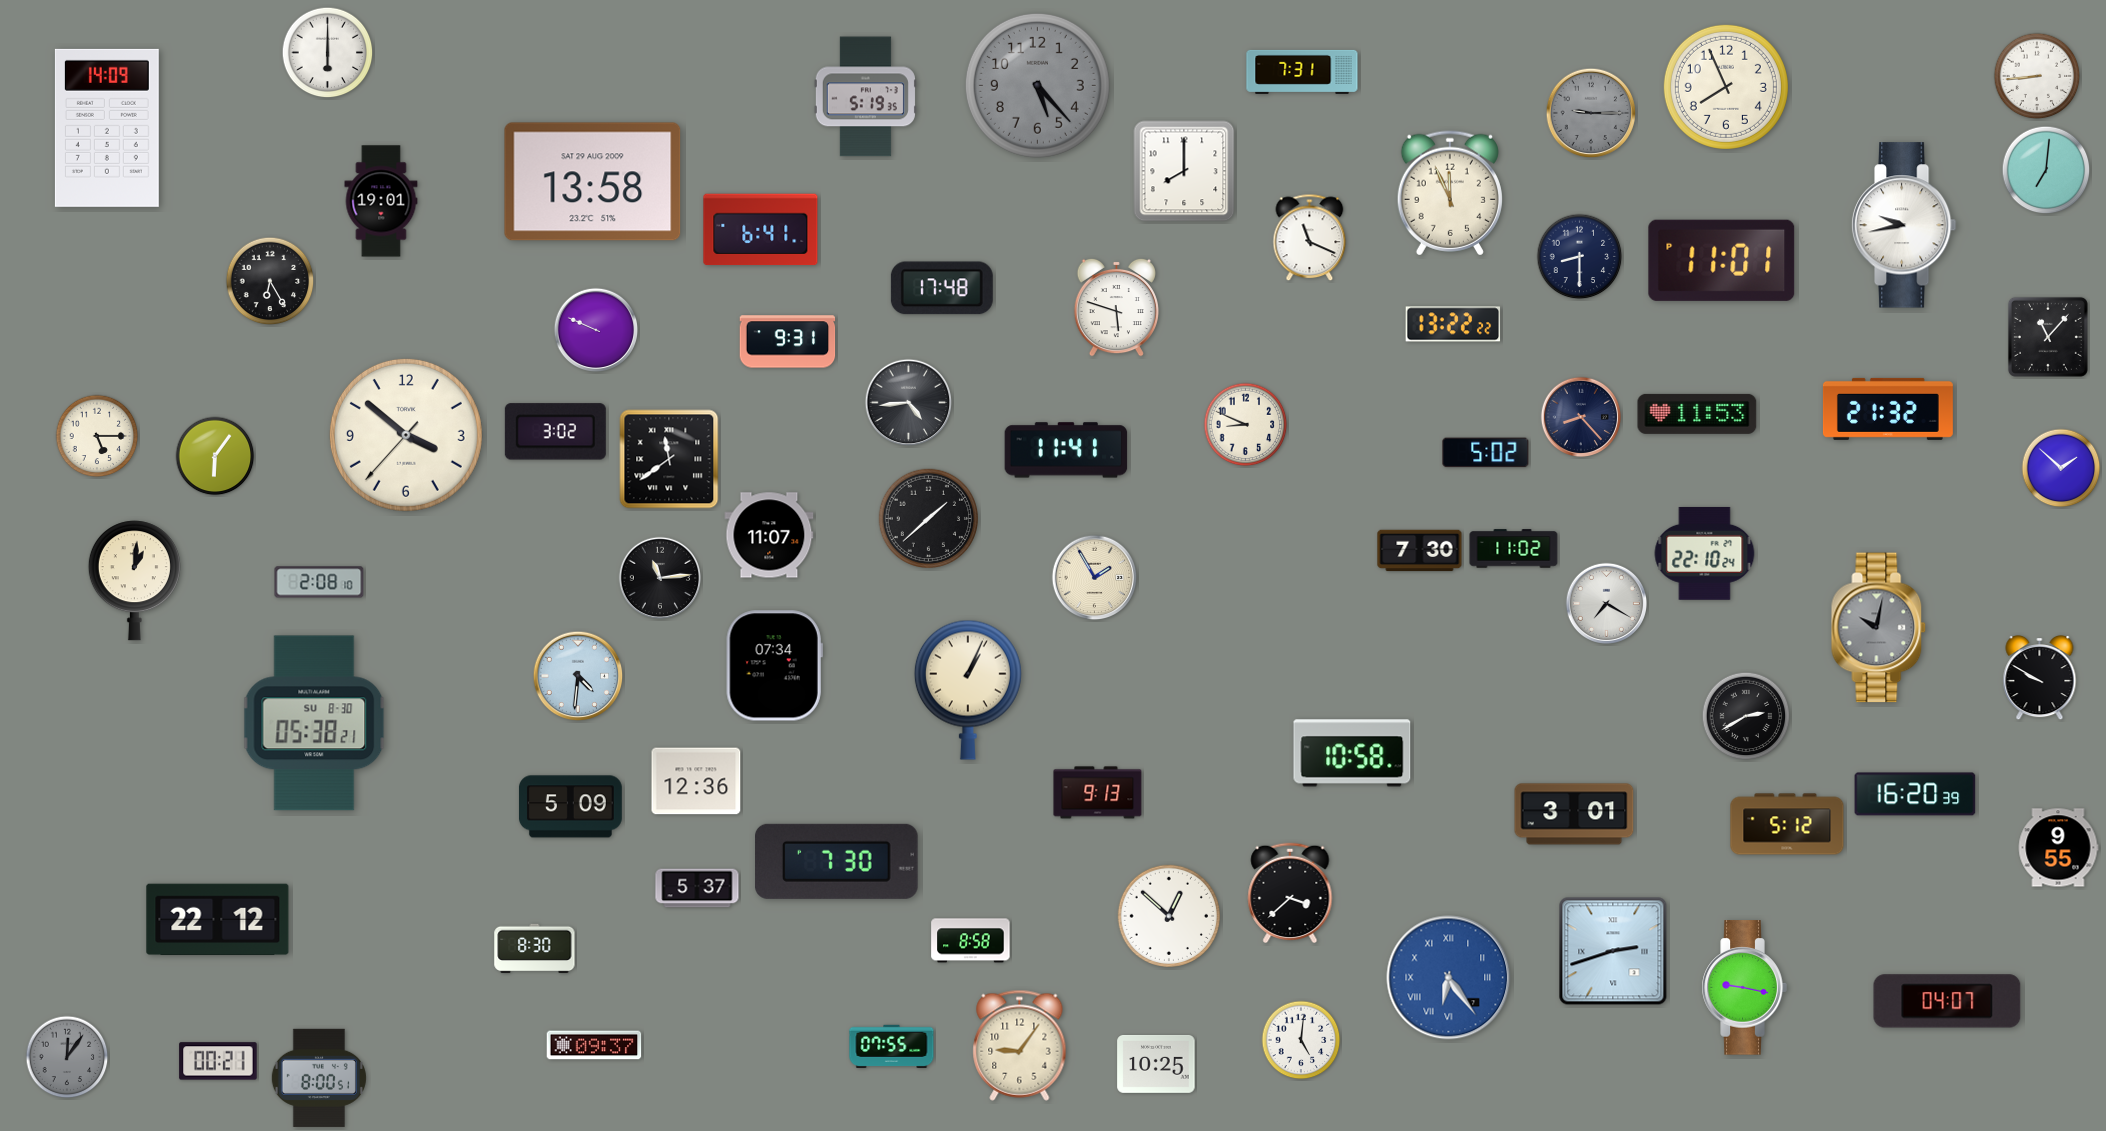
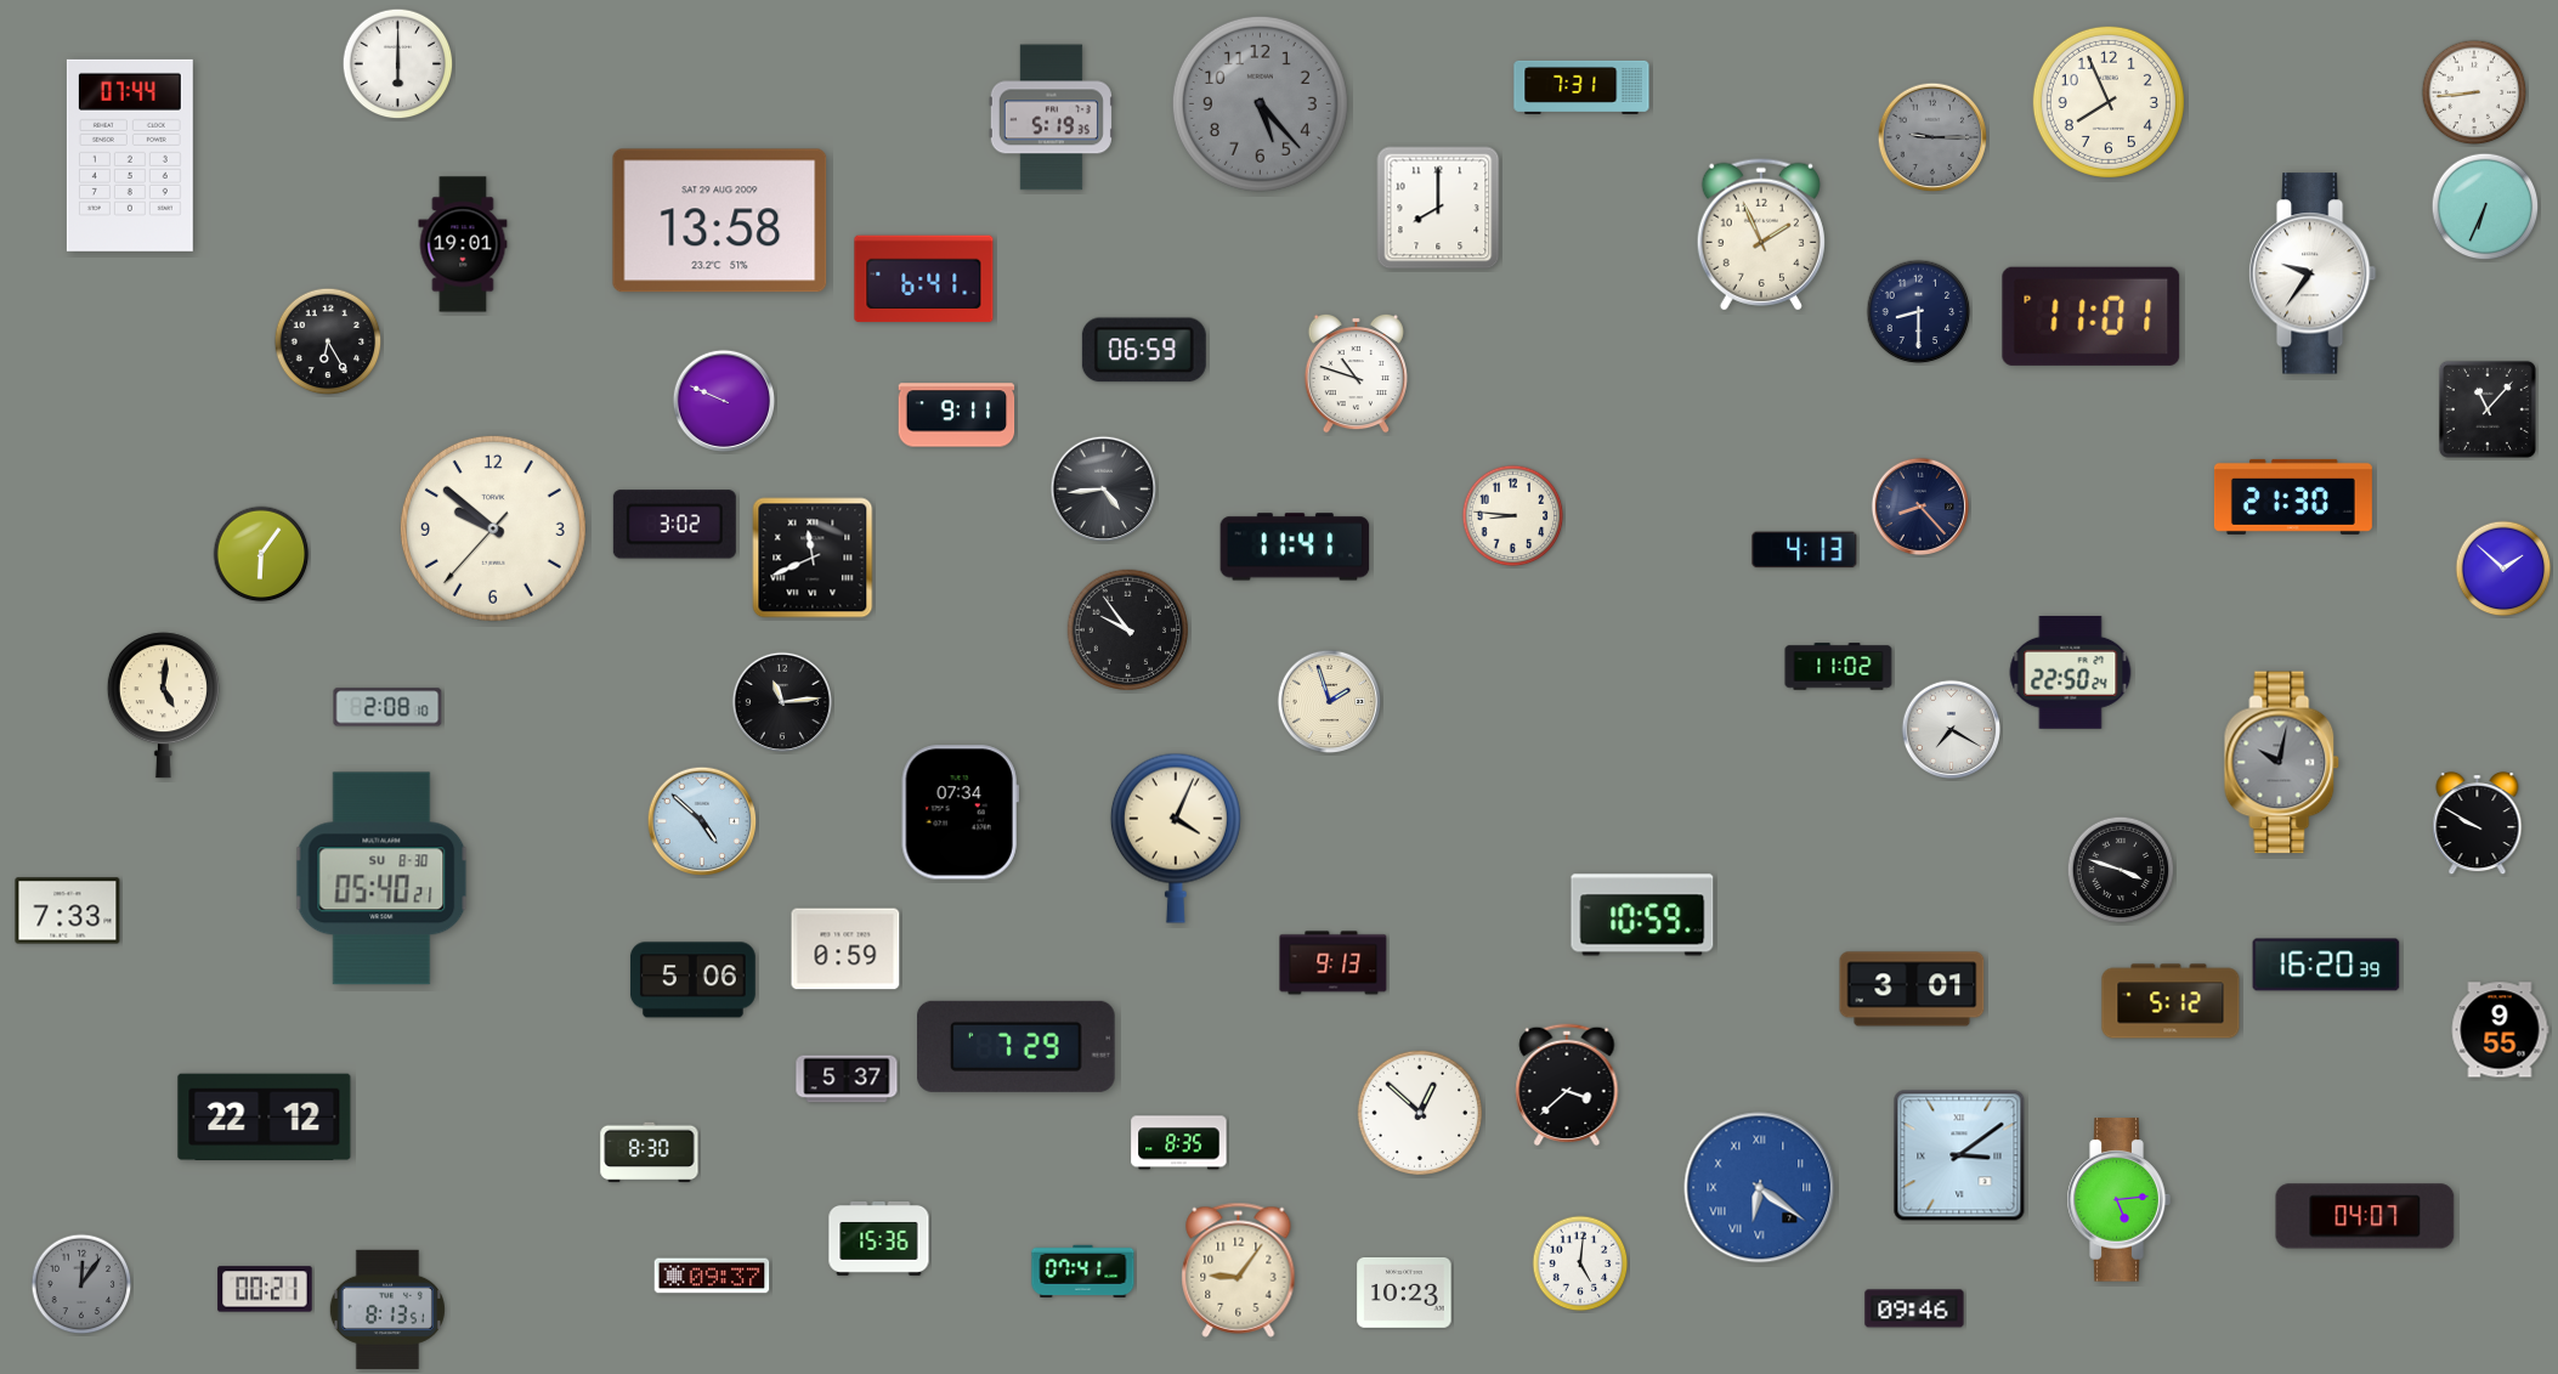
clock at (1726, 87) position: (1726, 87) -> (2109, 102)
clock at (107, 128): 14:09 -> 07:44
clock at (2046, 170): 7:01 -> 6:34
clock at (1450, 193): 11:56 -> 1:56
clock at (1904, 225): 9:43 -> 9:36
clock at (1310, 238): 11:19 -> none
clock at (942, 288): 17:48 -> 06:59
clock at (1116, 307): 5:48 -> 10:48
clock at (1453, 324): 13:22 -> none
clock at (788, 342): 9:31 -> 9:11
clock at (1888, 409): 21:32 -> 21:30
clock at (1697, 414): 11:53 -> none
clock at (1246, 425): 8:49 -> 8:46
clock at (406, 435): 3:51 -> 9:51
clock at (97, 436): 5:15 -> none
clock at (1486, 453): 5:02 -> 4:13
clock at (669, 459): 11:39 -> 11:41
clock at (928, 518): 1:38 -> 9:54
clock at (769, 535): 11:07 -> none
clock at (1420, 551): 7:30 -> none
clock at (1705, 553): 22:10 -> 22:50
clock at (659, 577) position: (659, 577) -> (781, 701)
clock at (1095, 578): 1:55 -> 1:57
clock at (134, 581): 1:01 -> 5:01
clock at (1606, 603) position: (1606, 603) -> (1951, 729)
clock at (774, 666) position: (774, 666) -> (960, 813)
clock at (578, 676): 4:31 -> 4:52
clock at (968, 690): 1:04 -> 4:04
clock at (1746, 716): 2:40 -> 3:48
clock at (314, 723): 05:38 -> 05:40
clock at (68, 911): none -> 7:33
clock at (1352, 753): 10:58 -> 10:59
clock at (696, 781): 12:36 -> 0:59
clock at (570, 807): 5:09 -> 5:06
clock at (837, 861): 7:30 -> 7:29
clock at (971, 941): 8:58 -> 8:35
clock at (1613, 951): 2:42 -> 3:09
clock at (1449, 978): 6:24 -> 6:21
clock at (1744, 988): 9:17 -> 5:14
clock at (879, 1238): none -> 15:36
clock at (594, 1045) position: (594, 1045) -> (712, 1276)
clock at (892, 1046): 07:55 -> 07:41
clock at (1156, 1064): 10:25 -> 10:23
clock at (1914, 1308): none -> 09:46
clock at (319, 1078): 8:00 -> 8:13
